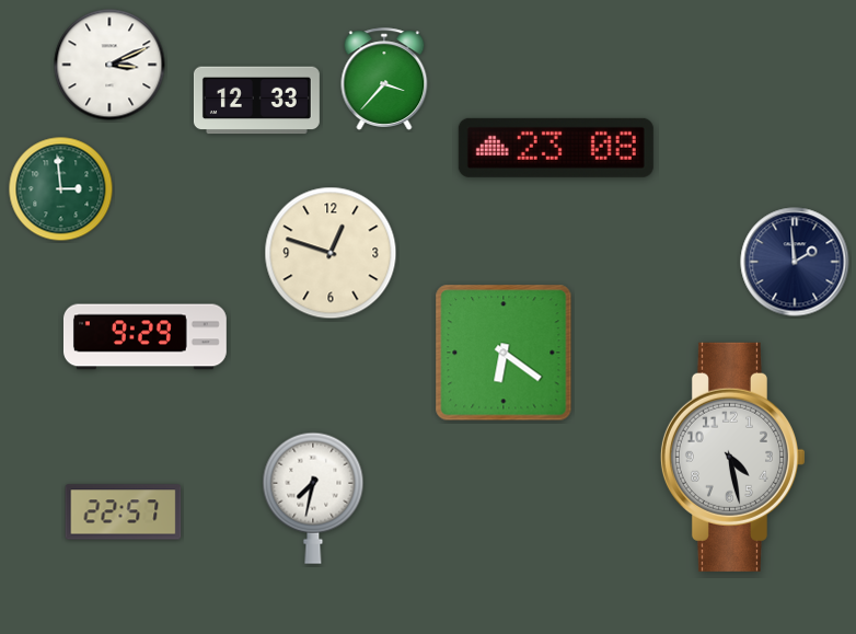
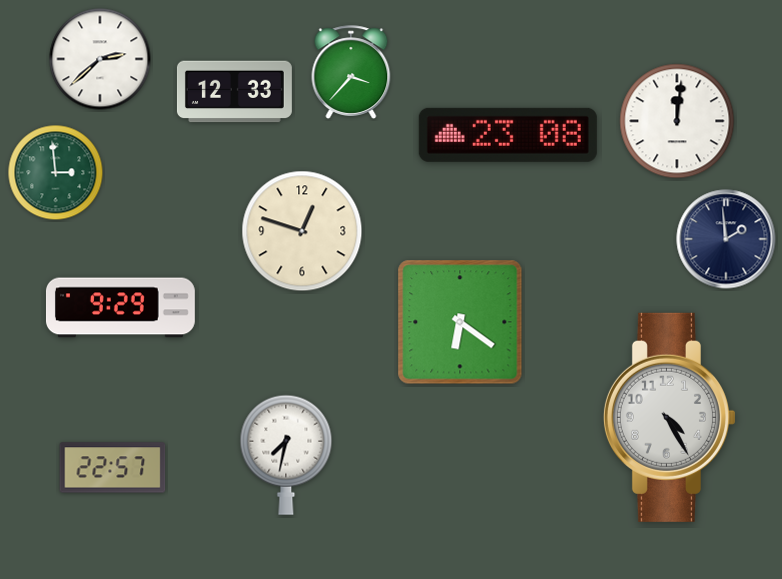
clock at (109, 65): 3:11 -> 2:38
clock at (677, 121): none -> 12:01
clock at (144, 337) position: (144, 337) -> (120, 308)
clock at (732, 457): 4:28 -> 4:25
